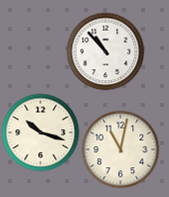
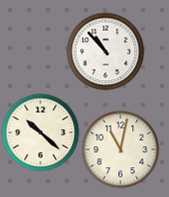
clock at (40, 132): 10:18 -> 10:22
